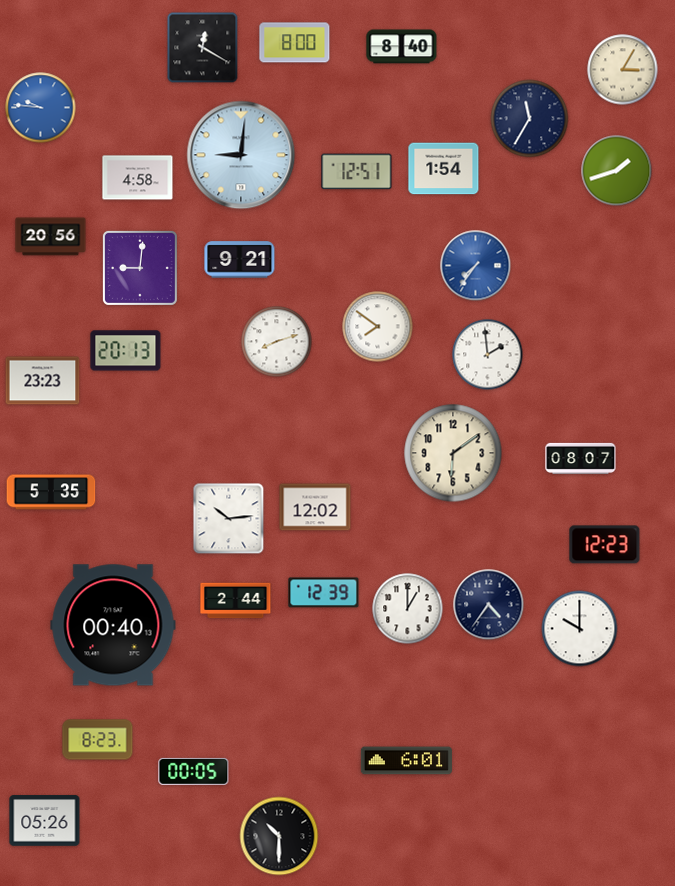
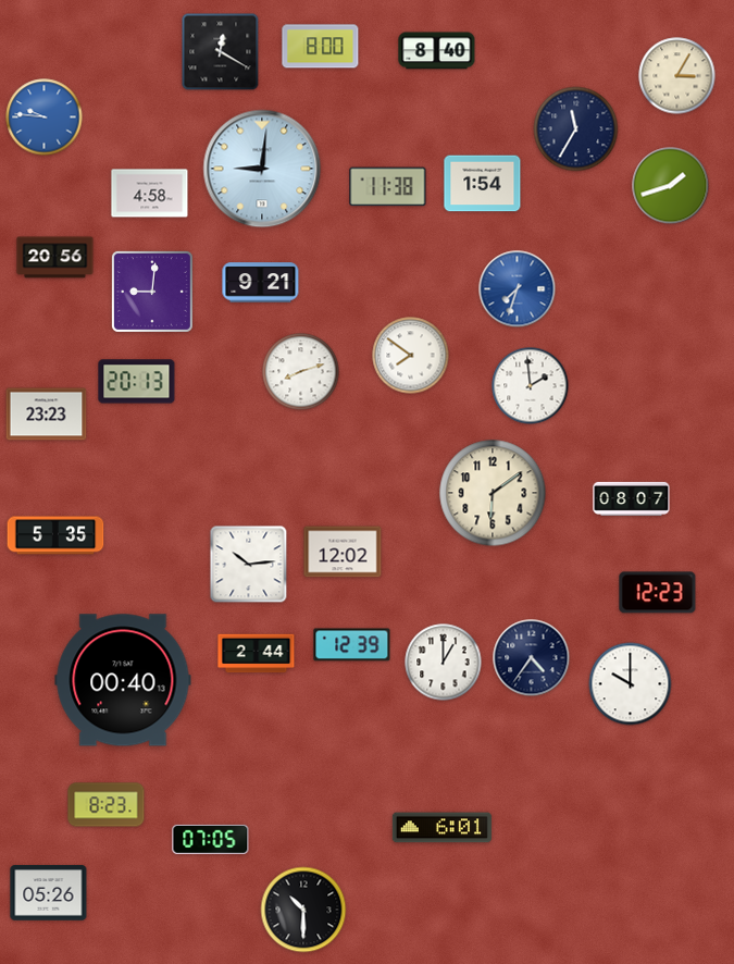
clock at (357, 172): 12:51 -> 11:38
clock at (476, 266): 7:36 -> 7:33
clock at (194, 771): 00:05 -> 07:05
